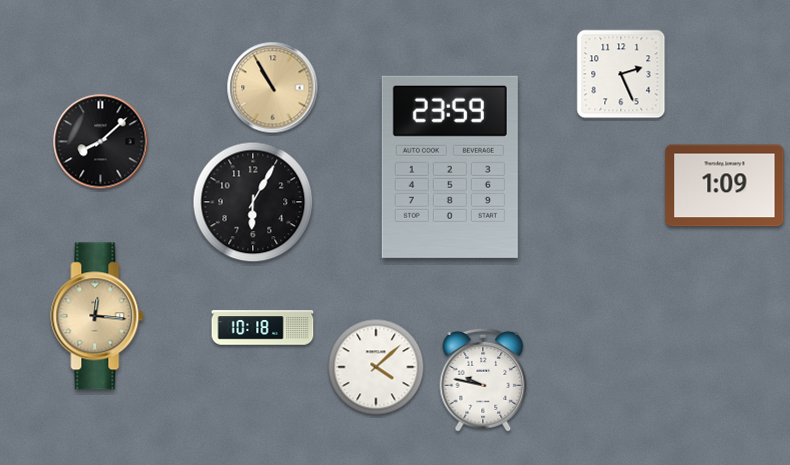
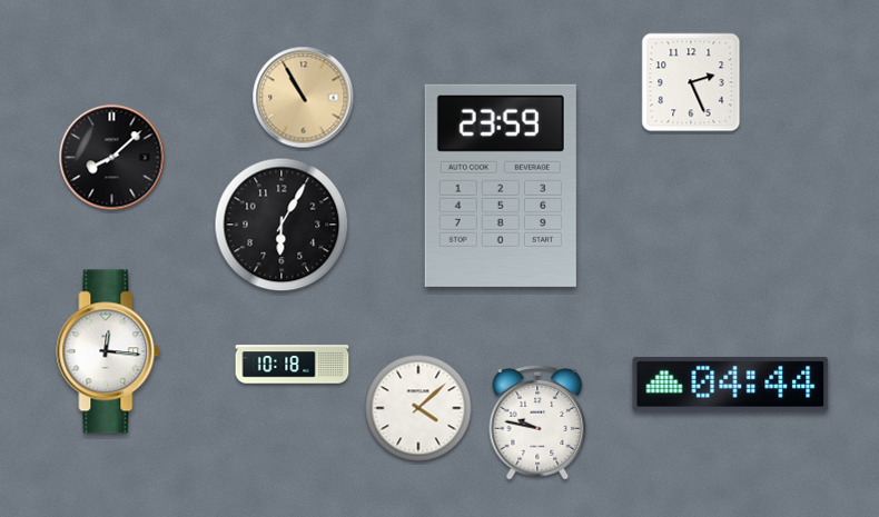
clock at (725, 186): 1:09 -> none
clock at (97, 316) dial: champagne -> white
clock at (731, 385): none -> 04:44
